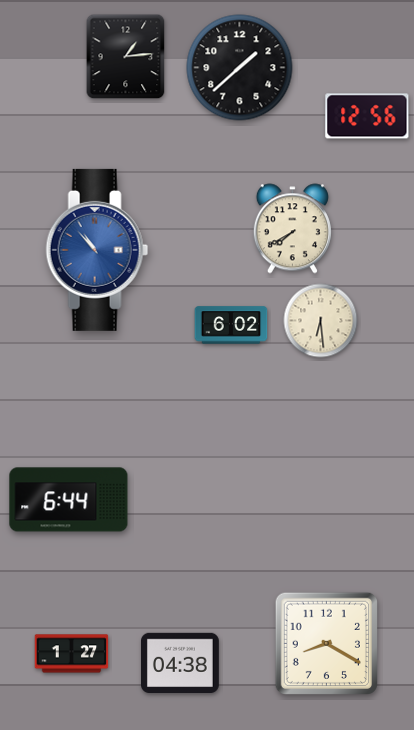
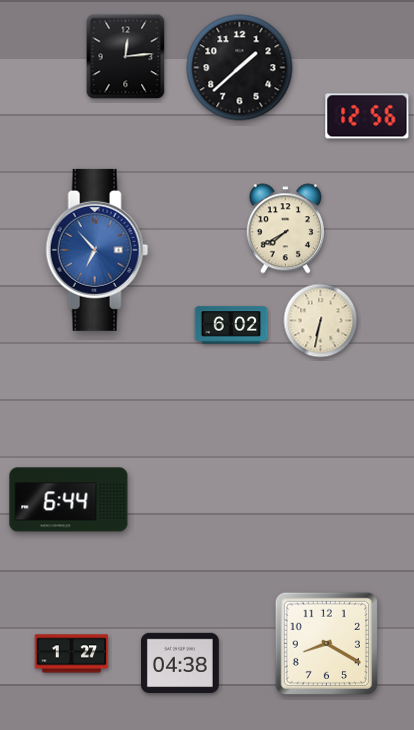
clock at (126, 57): 1:14 -> 12:14
clock at (292, 229) position: (292, 229) -> (285, 229)
clock at (97, 250): 10:53 -> 6:53
clock at (321, 321): 6:29 -> 6:32
